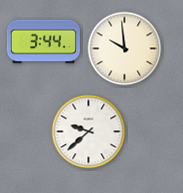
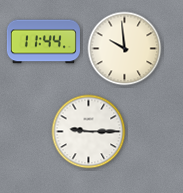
clock at (43, 42): 3:44 -> 11:44
clock at (89, 132): 9:38 -> 9:15
